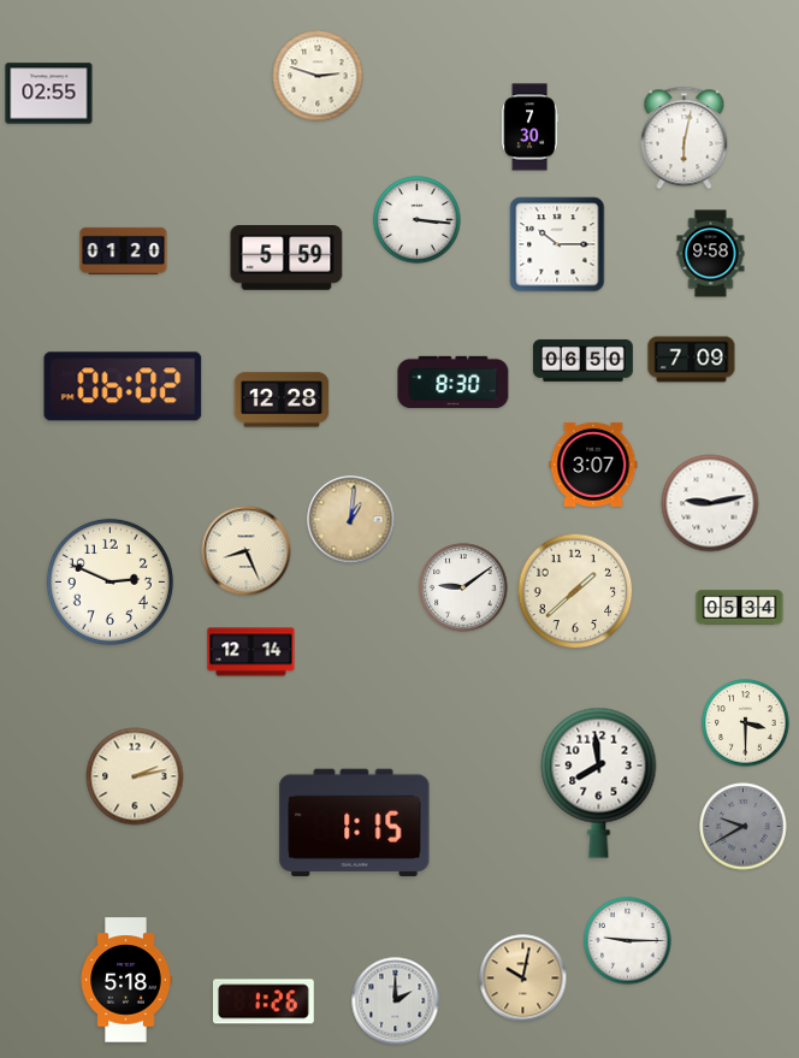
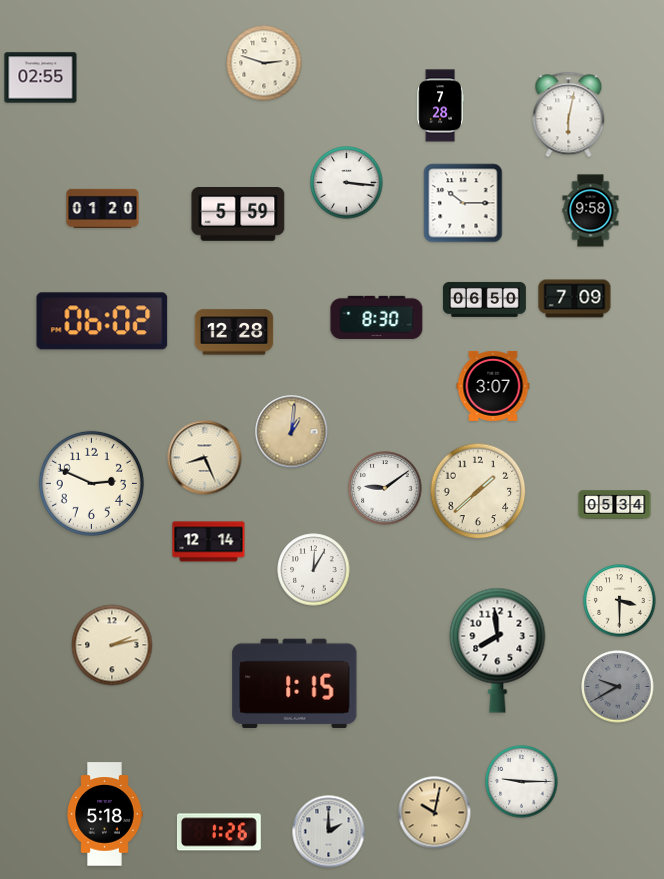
clock at (529, 128): 7:30 -> 7:28
clock at (710, 503): 9:13 -> none
clock at (314, 570): none -> 12:05
